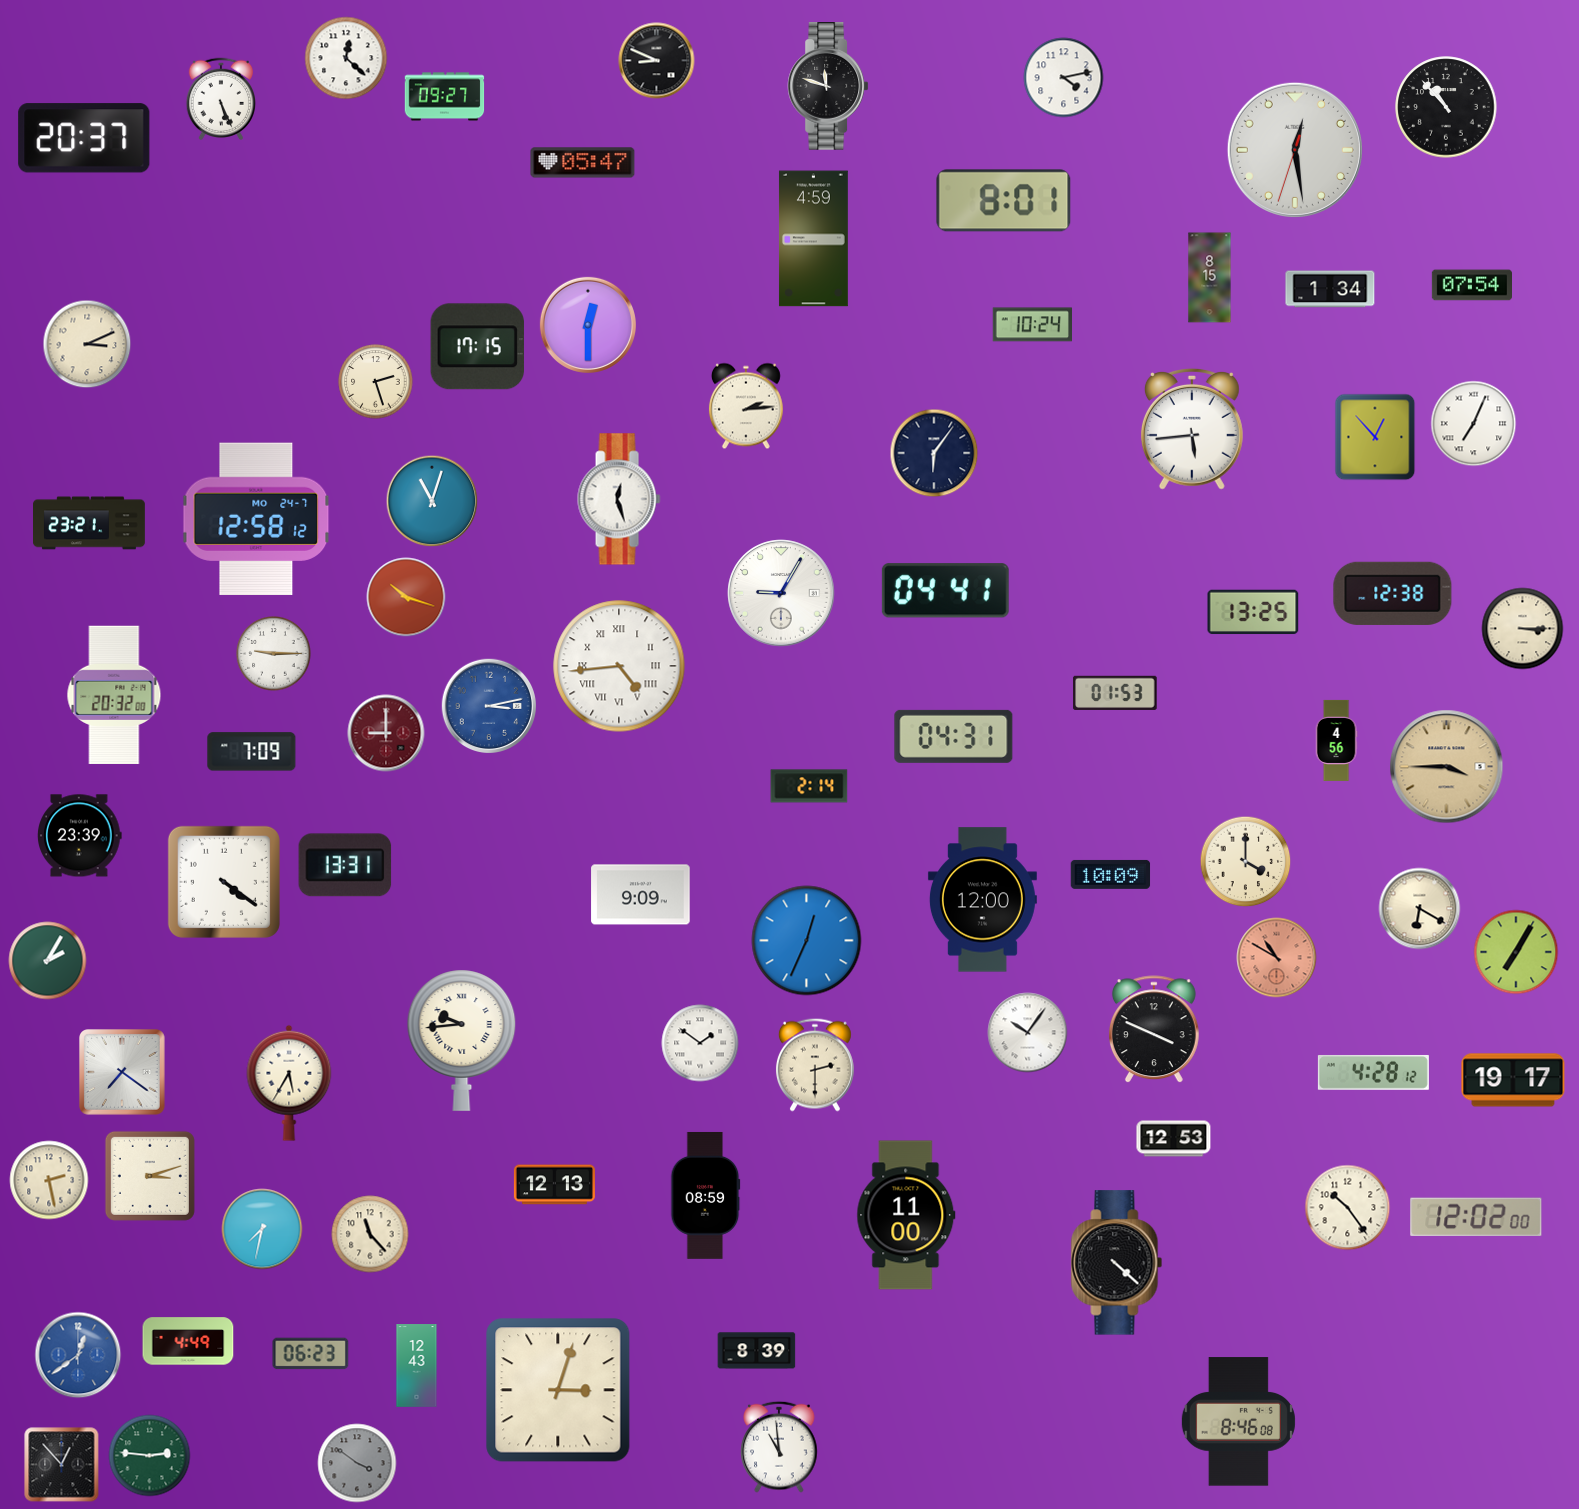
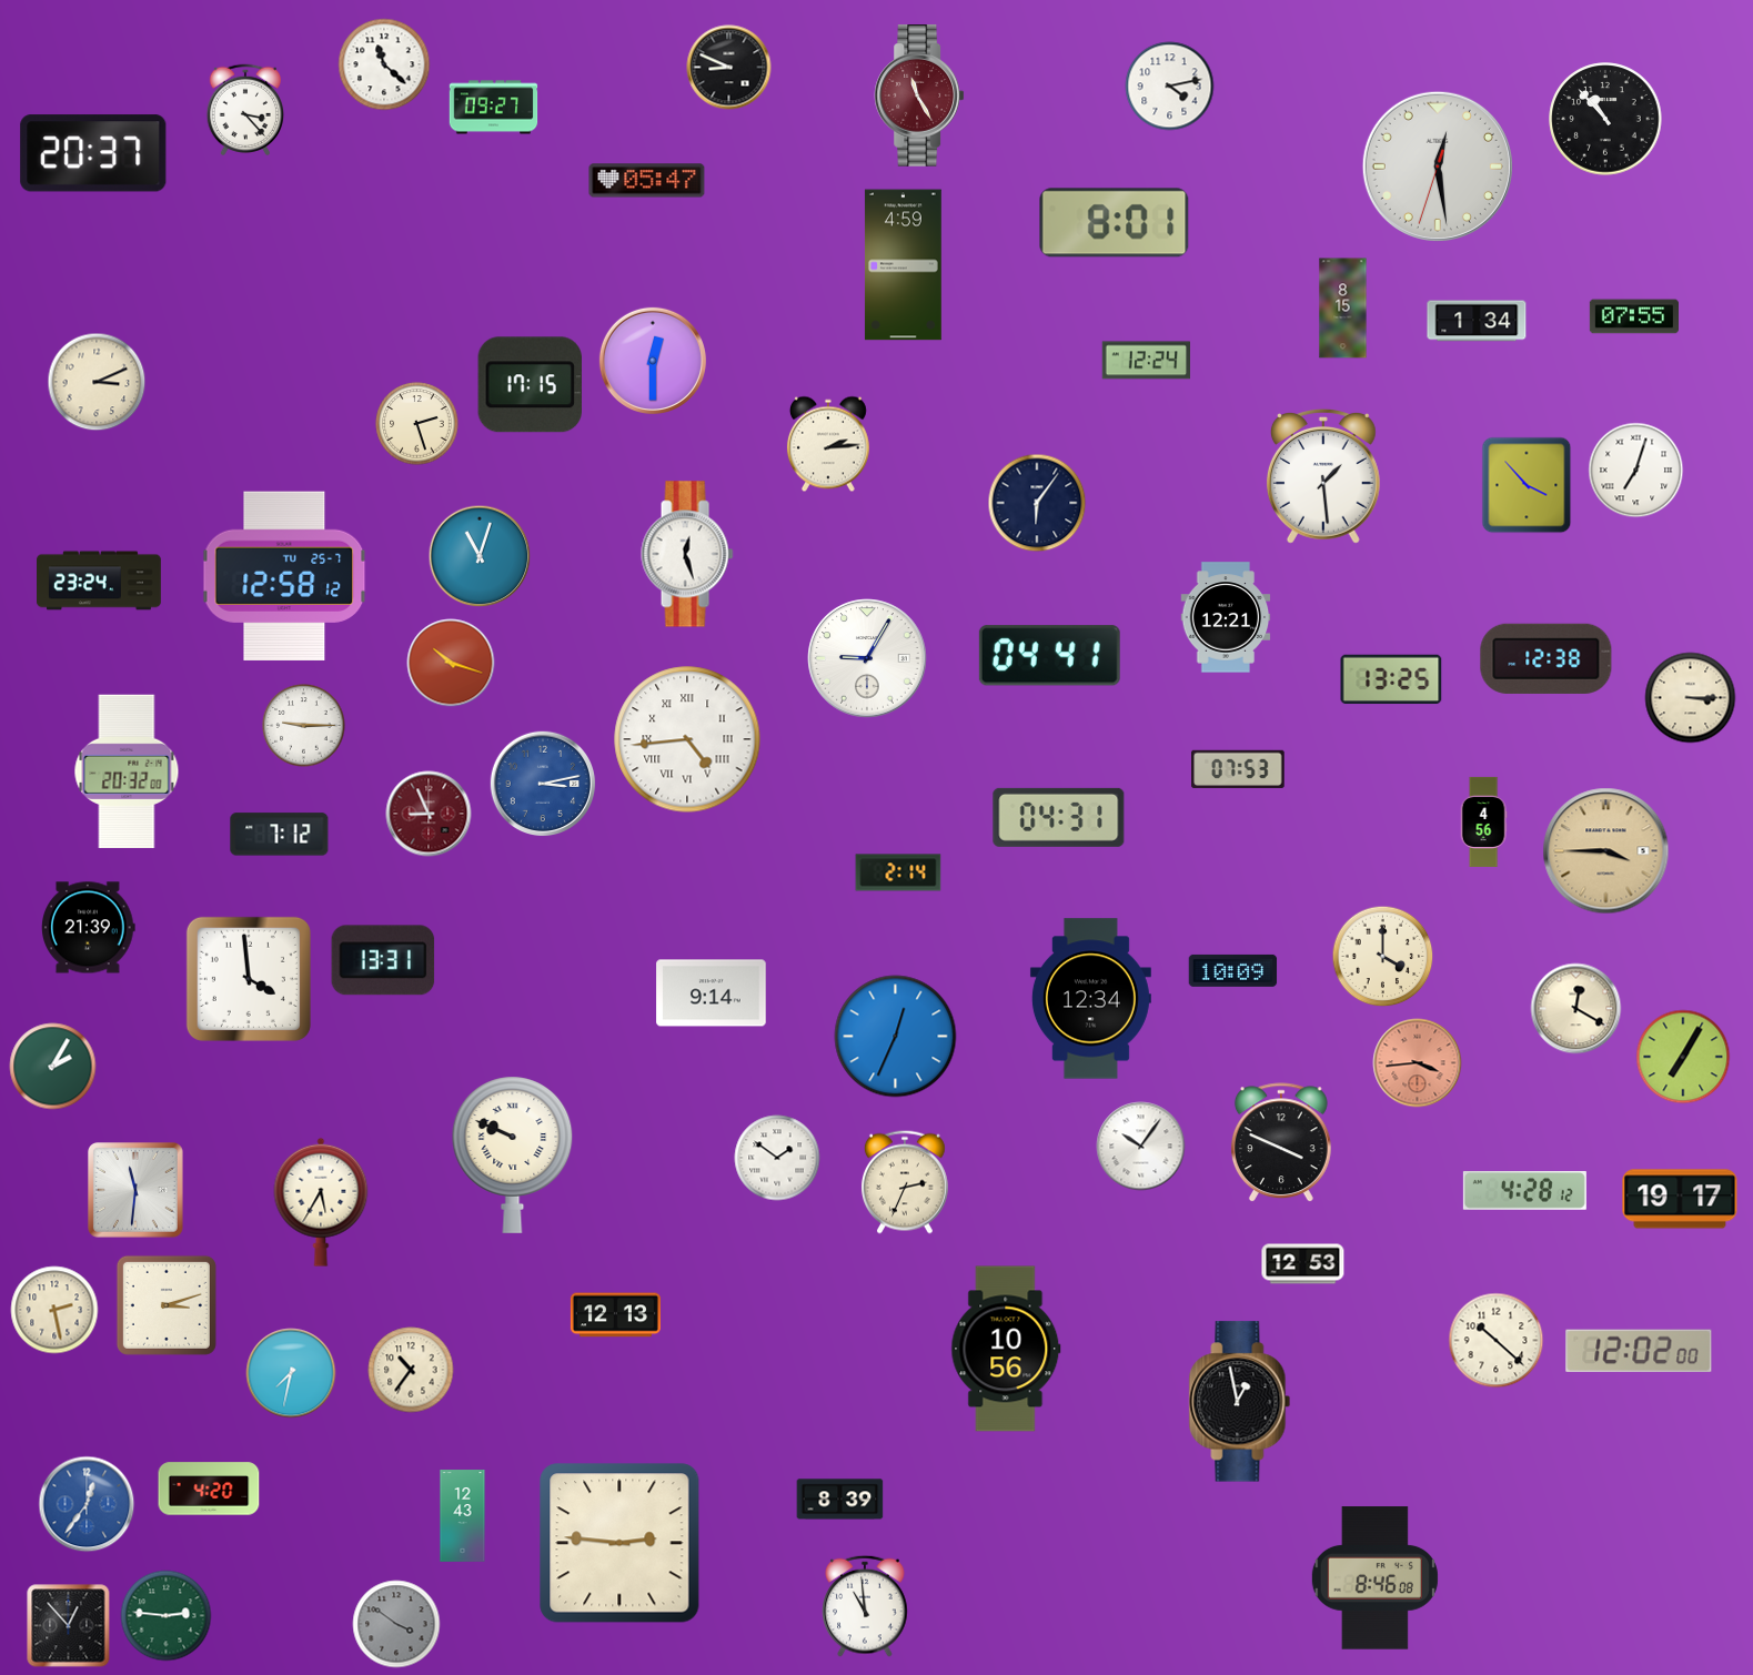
clock at (346, 58): 12:22 -> 11:22
clock at (1064, 78) position: (1064, 78) -> (1170, 87)
clock at (828, 86): 11:48 -> 11:25
clock at (828, 86) dial: black -> burgundy
clock at (220, 98): 5:26 -> 3:23
clock at (1471, 285): 07:54 -> 07:55
clock at (1032, 325): 10:24 -> 12:24
clock at (746, 406) position: (746, 406) -> (828, 444)
clock at (1474, 424): 7:04 -> 7:03
clock at (1192, 429): 5:44 -> 1:29
clock at (1375, 437): 12:53 -> 3:53
clock at (256, 518) date: MO 24-7 -> TU 25-7
clock at (90, 523): 23:21 -> 23:24
clock at (1226, 617): none -> 12:21
clock at (1115, 693): 01:53 -> 07:53
clock at (386, 733): 9:00 -> 8:56
clock at (252, 752): 7:09 -> 7:12
clock at (80, 836): 23:39 -> 21:39
clock at (224, 882): 4:21 -> 3:59
clock at (641, 895): 9:09 -> 9:14
clock at (982, 900): 12:00 -> 12:34
clock at (1420, 909): 6:20 -> 12:20
clock at (807, 941) position: (807, 941) -> (896, 1037)
clock at (1277, 958): 10:50 -> 3:44
clock at (462, 1040): 9:44 -> 9:49
clock at (815, 1065): 2:30 -> 2:34
clock at (123, 1073): 7:21 -> 11:31
clock at (706, 1196): 08:59 -> none
clock at (1348, 1208): 10:24 -> 10:22
clock at (906, 1215): 11:00 -> 10:56
clock at (262, 1229) position: (262, 1229) -> (291, 1373)
clock at (370, 1234): 11:23 -> 10:36
clock at (1117, 1263): 4:22 -> 12:58
clock at (188, 1341): 4:49 -> 4:20
clock at (311, 1354): 06:23 -> none
clock at (78, 1355): 12:39 -> 12:36
clock at (558, 1390): 3:03 -> 2:46
